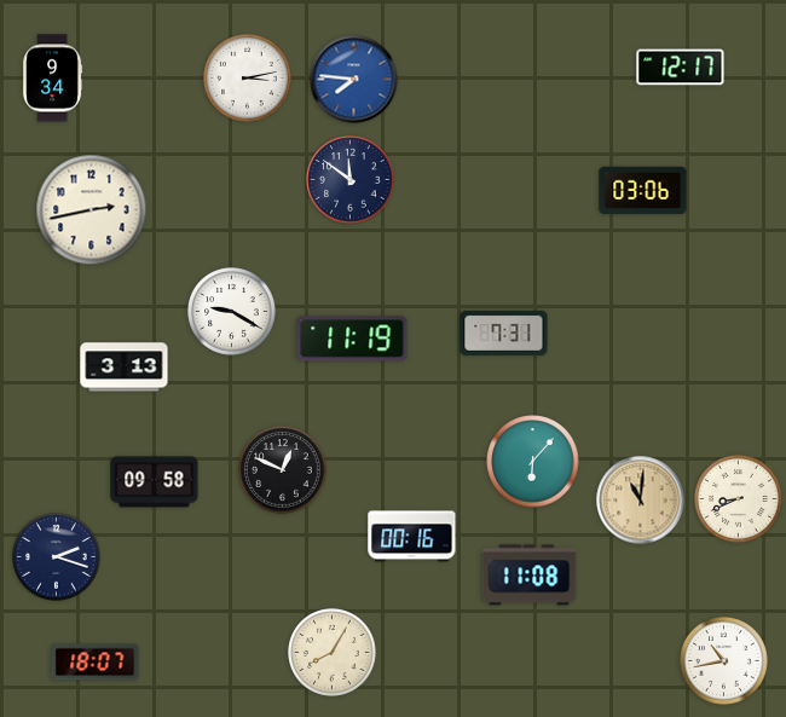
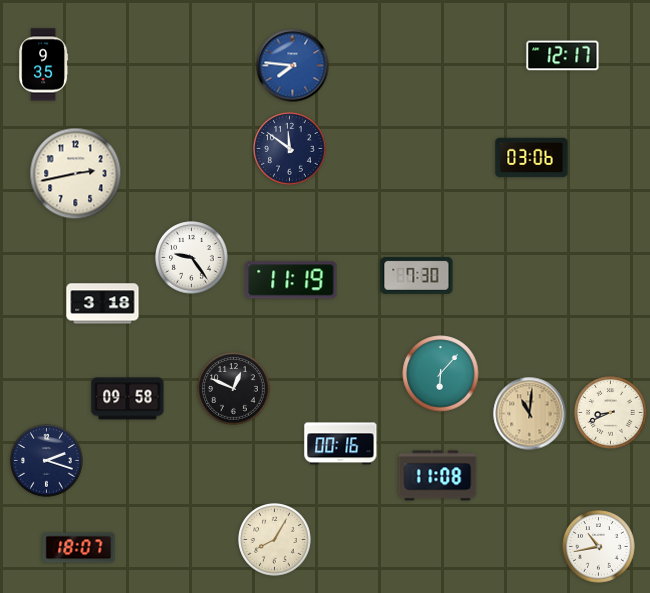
clock at (53, 79): 9:34 -> 9:35
clock at (248, 79): 3:13 -> none
clock at (232, 312): 9:20 -> 9:24
clock at (504, 333): 7:31 -> 7:30
clock at (125, 368): 3:13 -> 3:18
clock at (533, 462) position: (533, 462) -> (441, 374)
